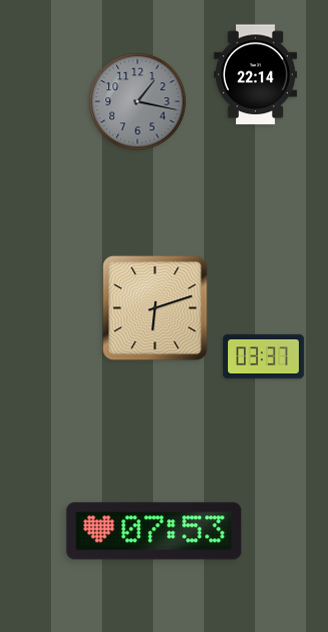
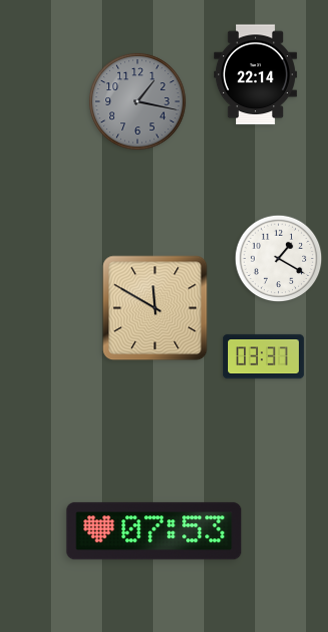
clock at (279, 259): none -> 1:20
clock at (155, 308): 6:12 -> 11:50
